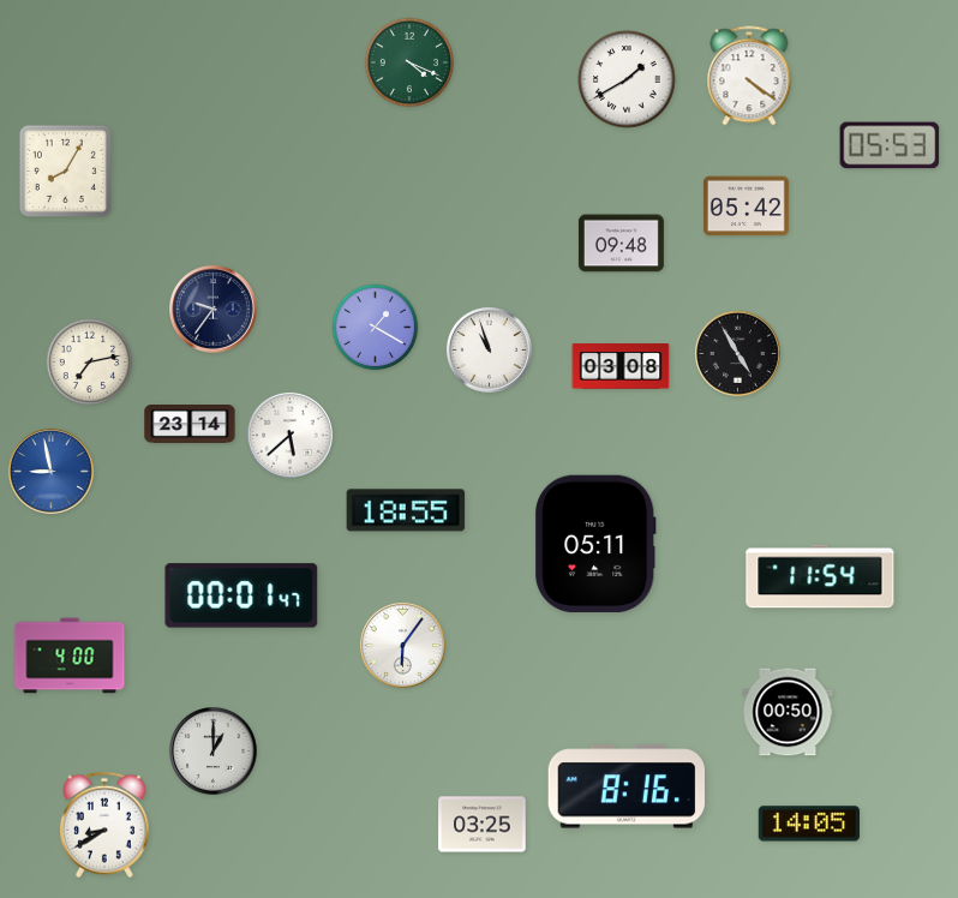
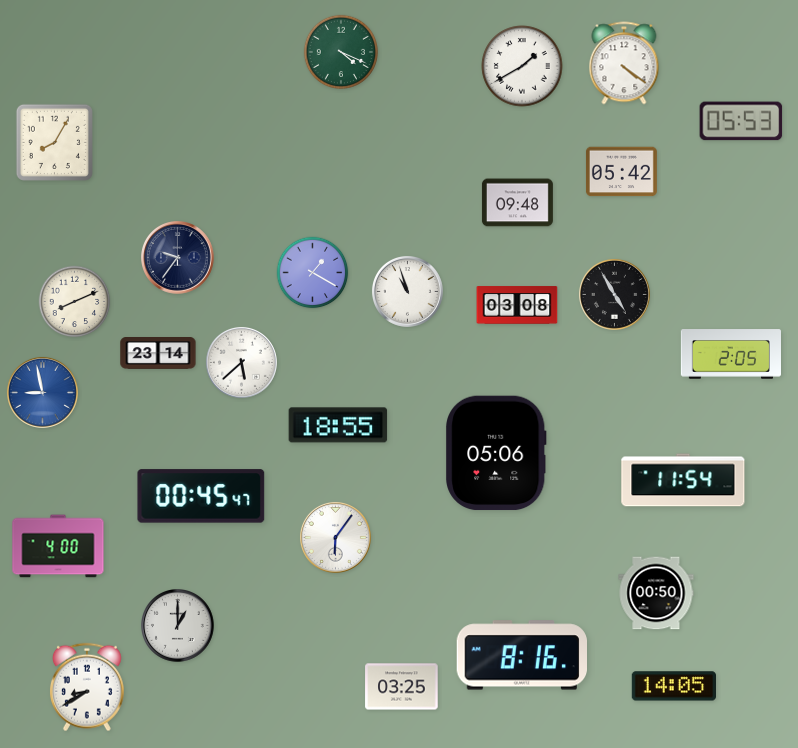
clock at (90, 363): 7:13 -> 8:11
clock at (730, 354): none -> 2:05
clock at (597, 544): 05:11 -> 05:06
clock at (241, 595): 00:01 -> 00:45
